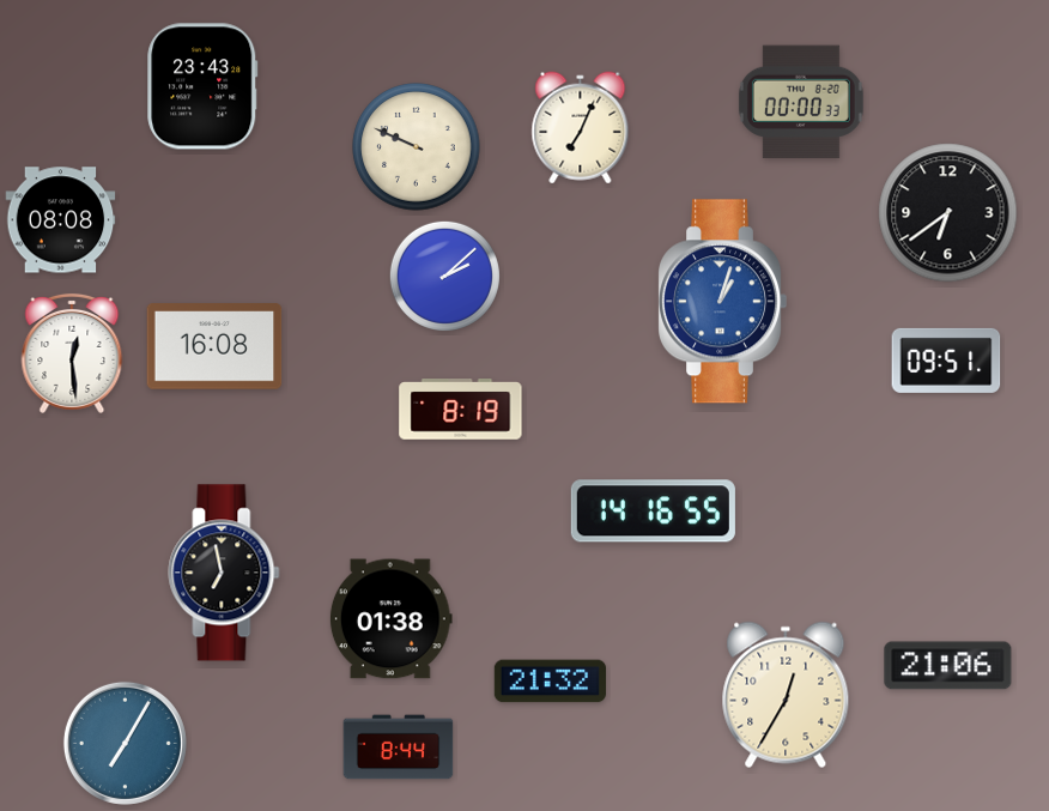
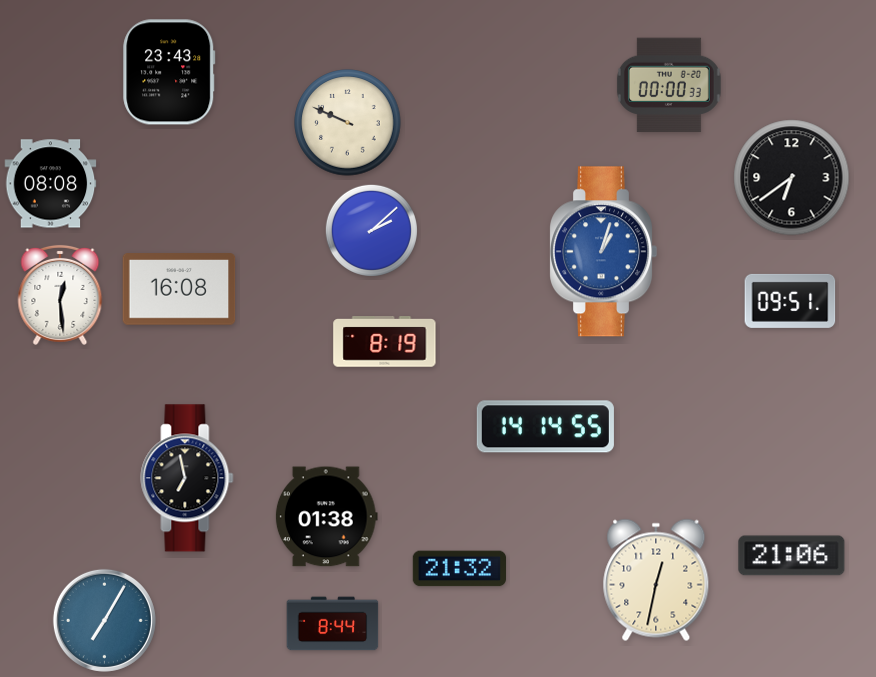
clock at (581, 128): 7:04 -> none
clock at (653, 512): 14:16 -> 14:14
clock at (786, 695): 12:35 -> 12:32
